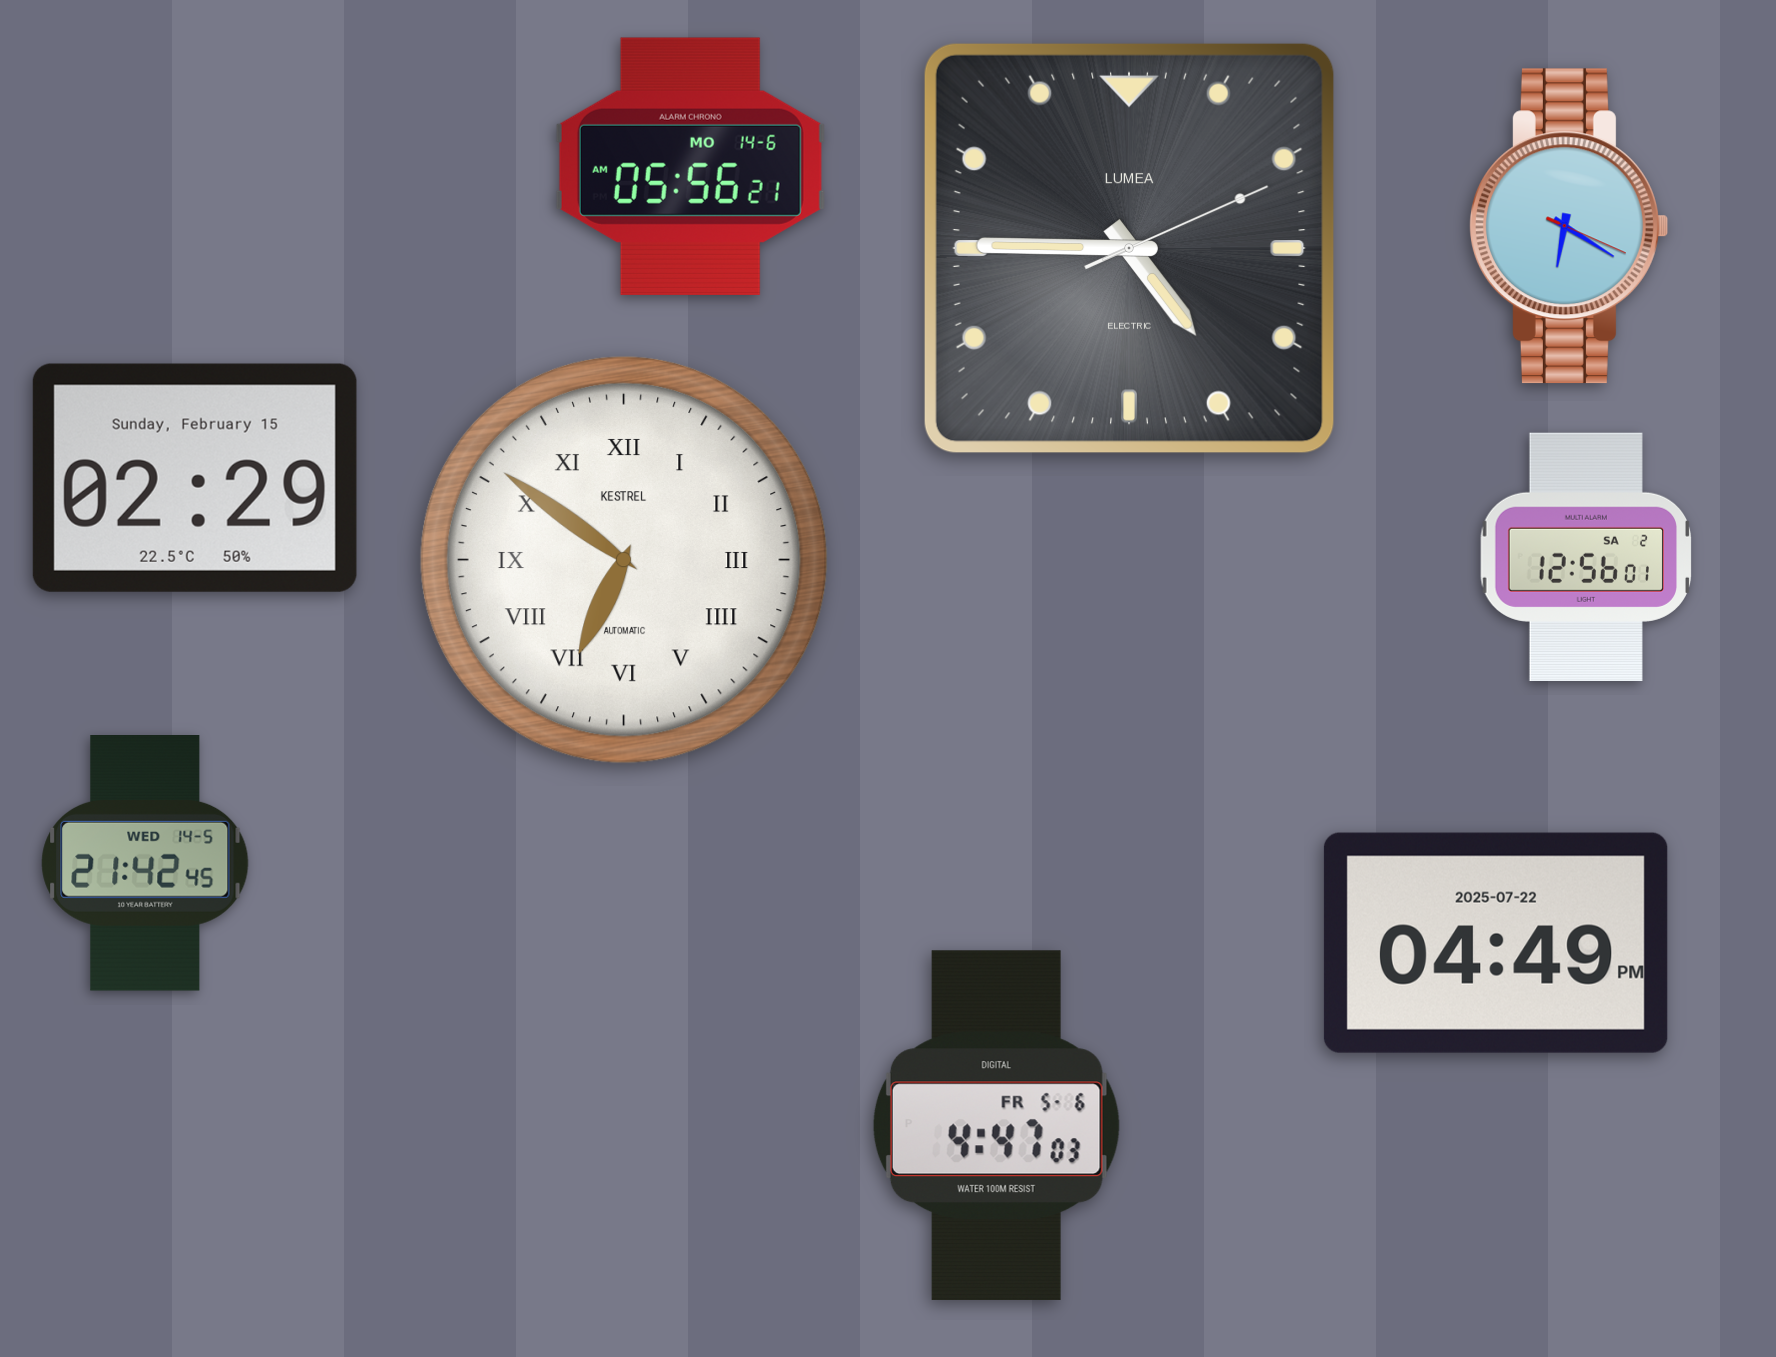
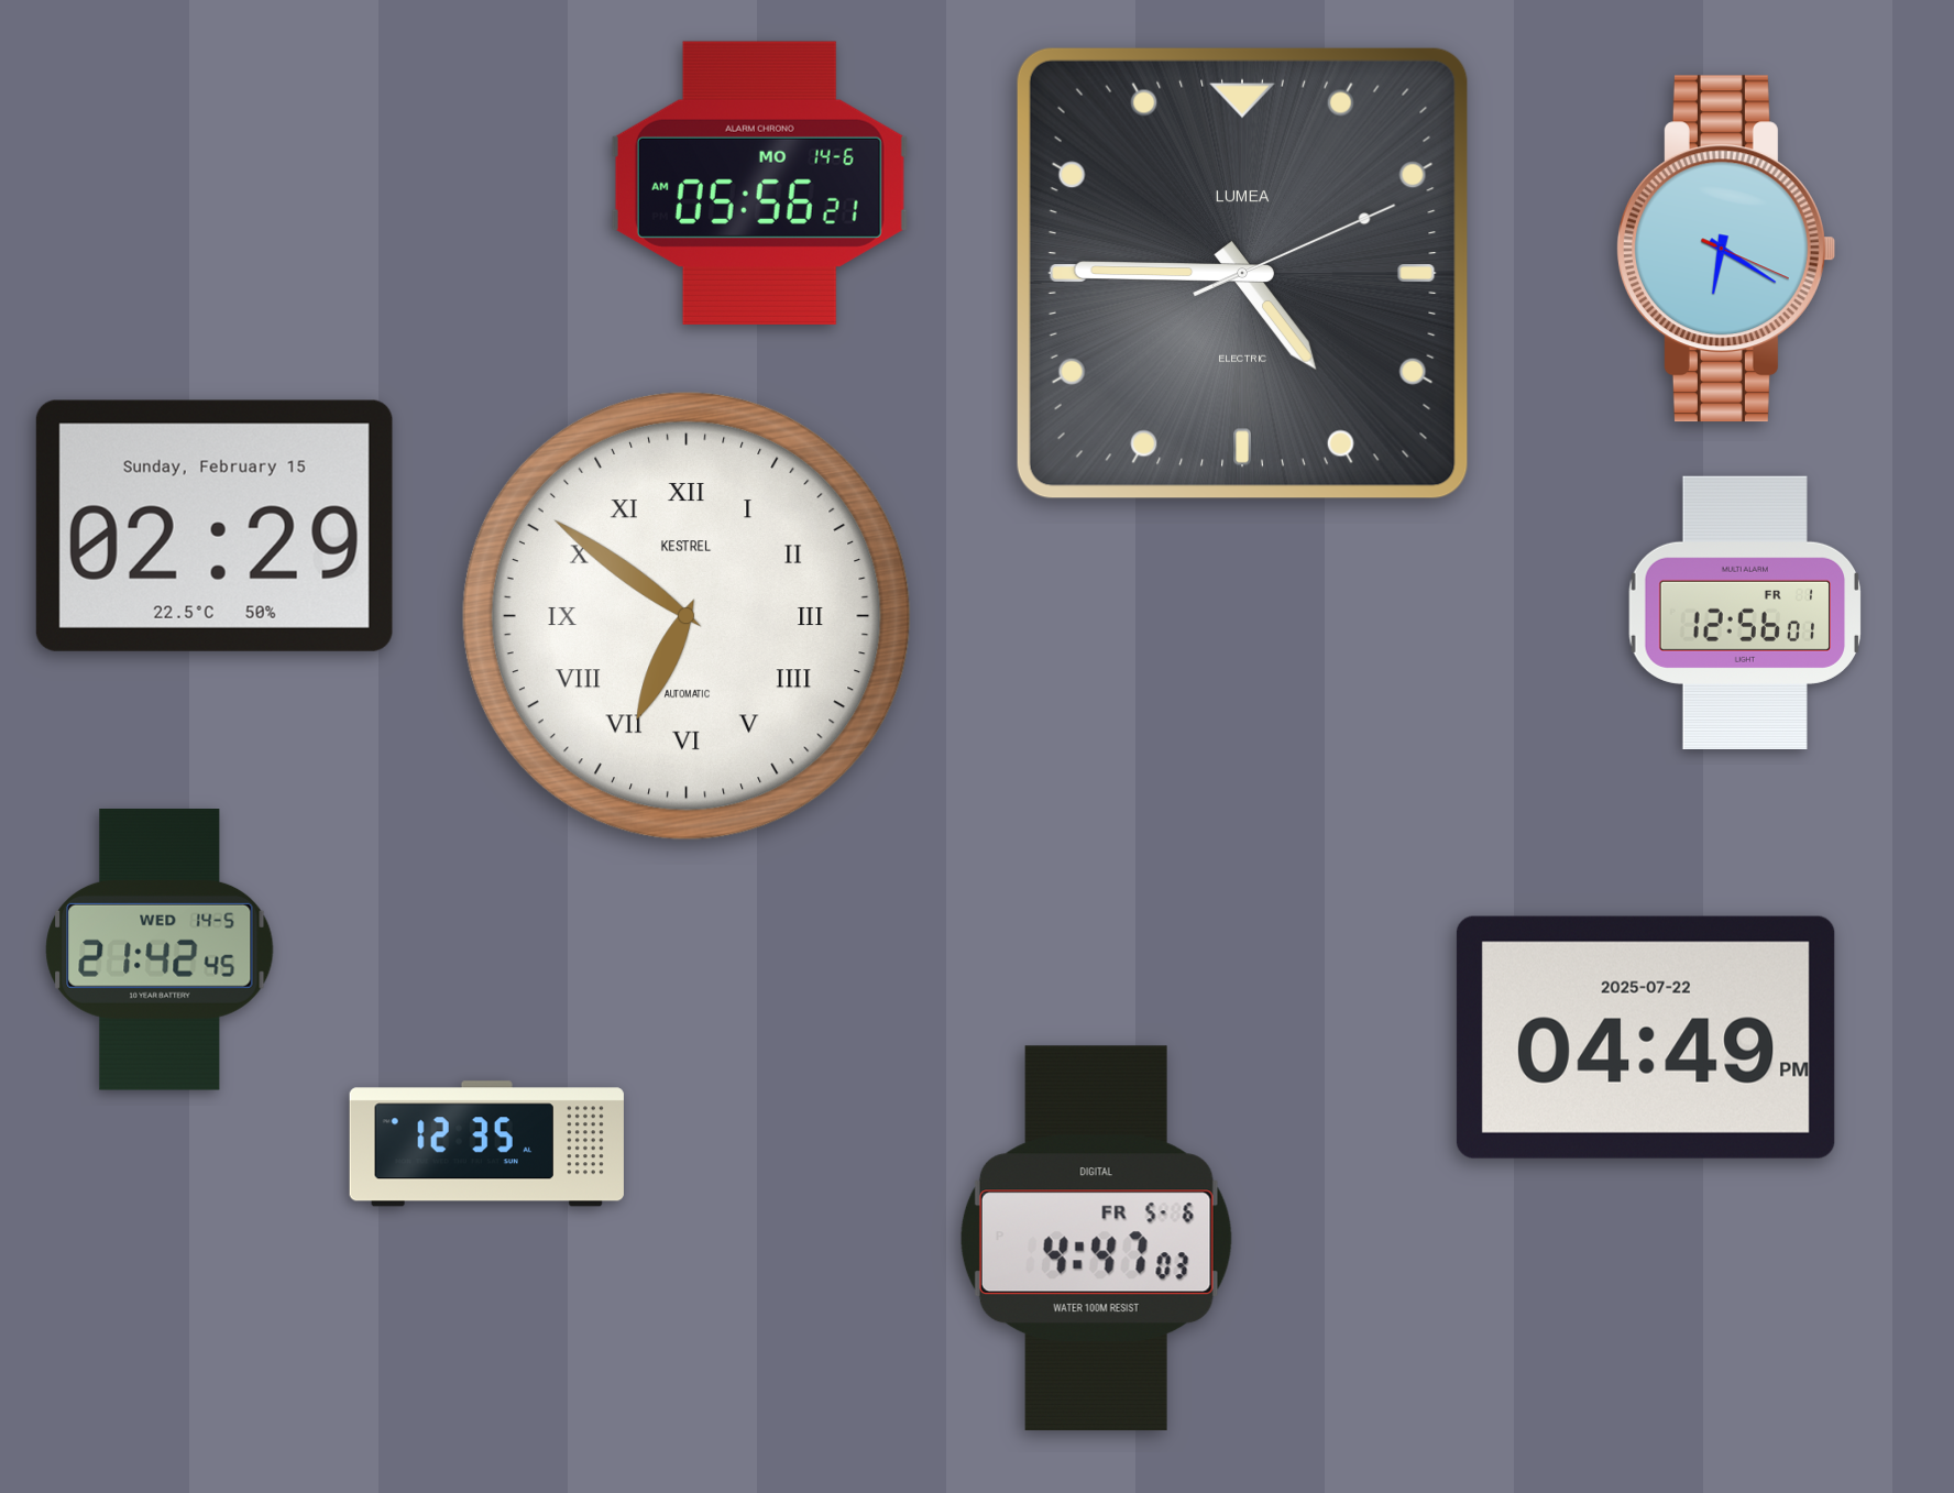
clock at (1586, 557) date: SA 2 -> FR 1
clock at (486, 1144): none -> 12:35
